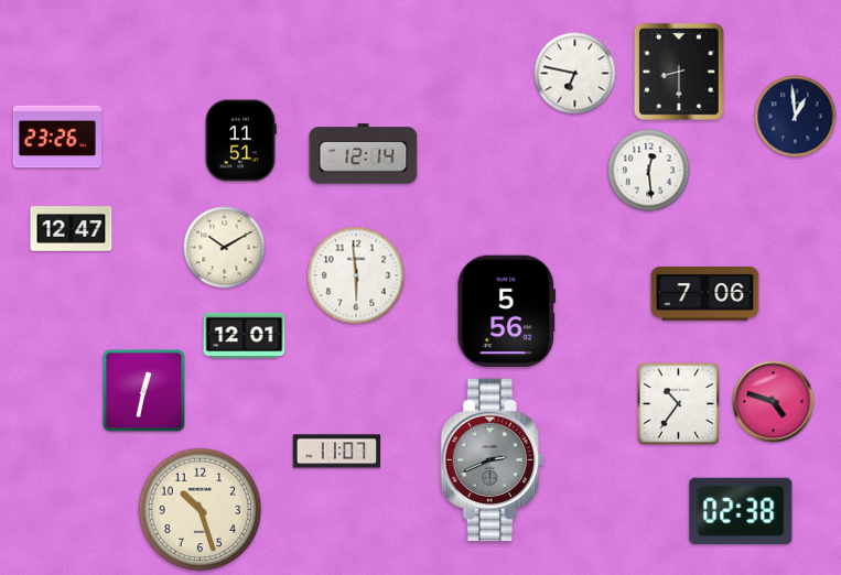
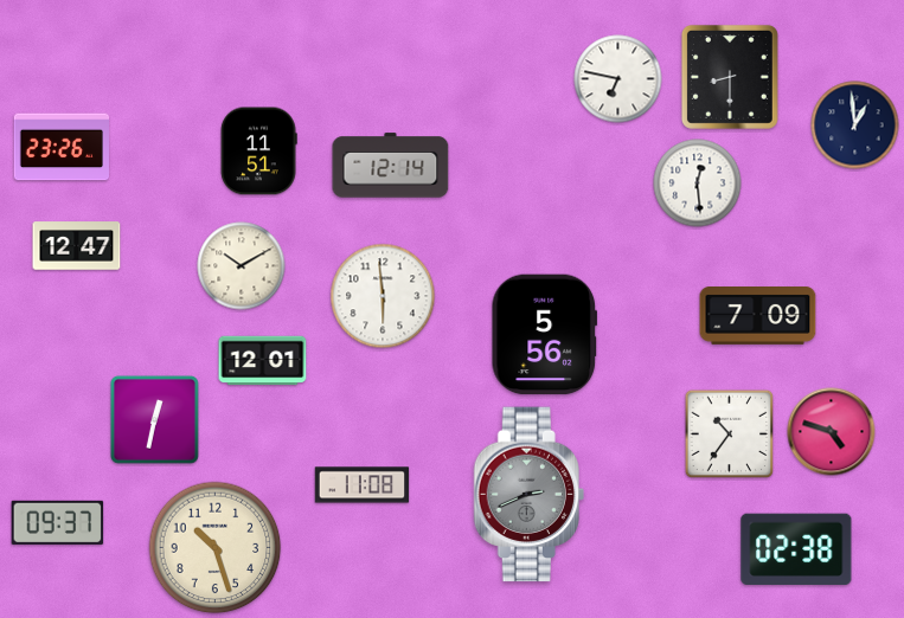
clock at (705, 294): 7:06 -> 7:09
clock at (337, 452): 11:07 -> 11:08
clock at (58, 522): none -> 09:37
